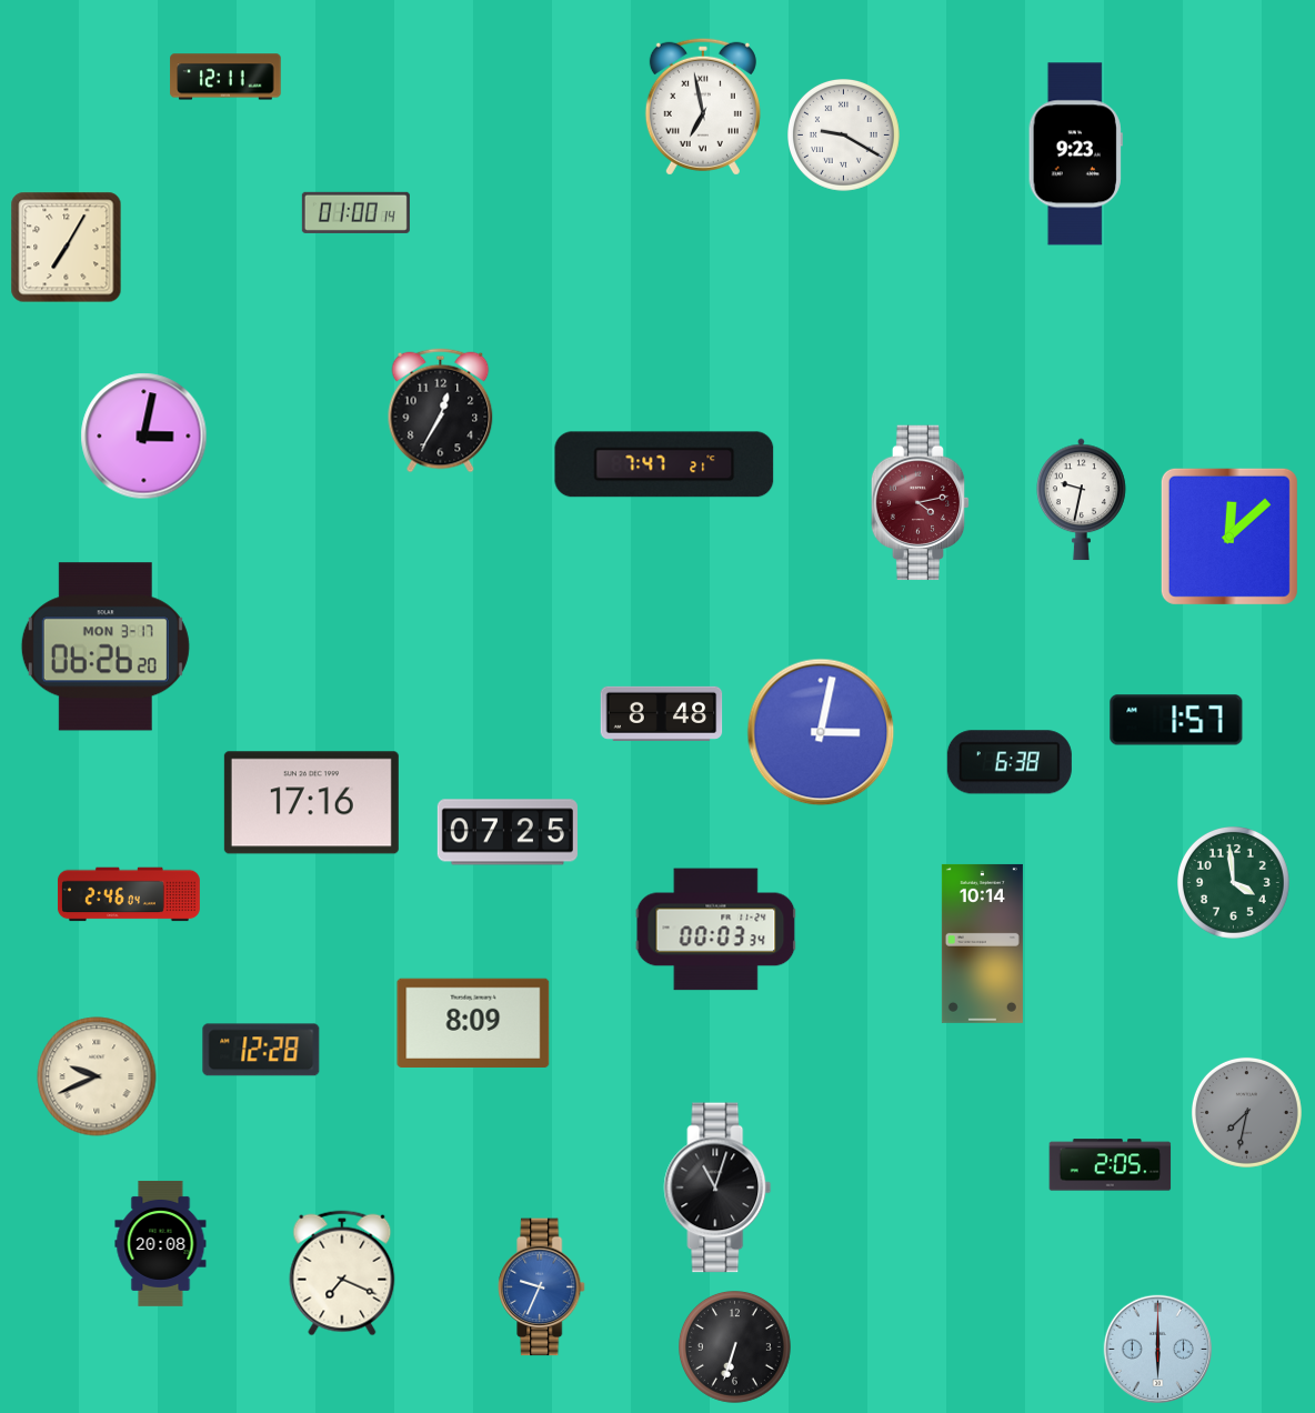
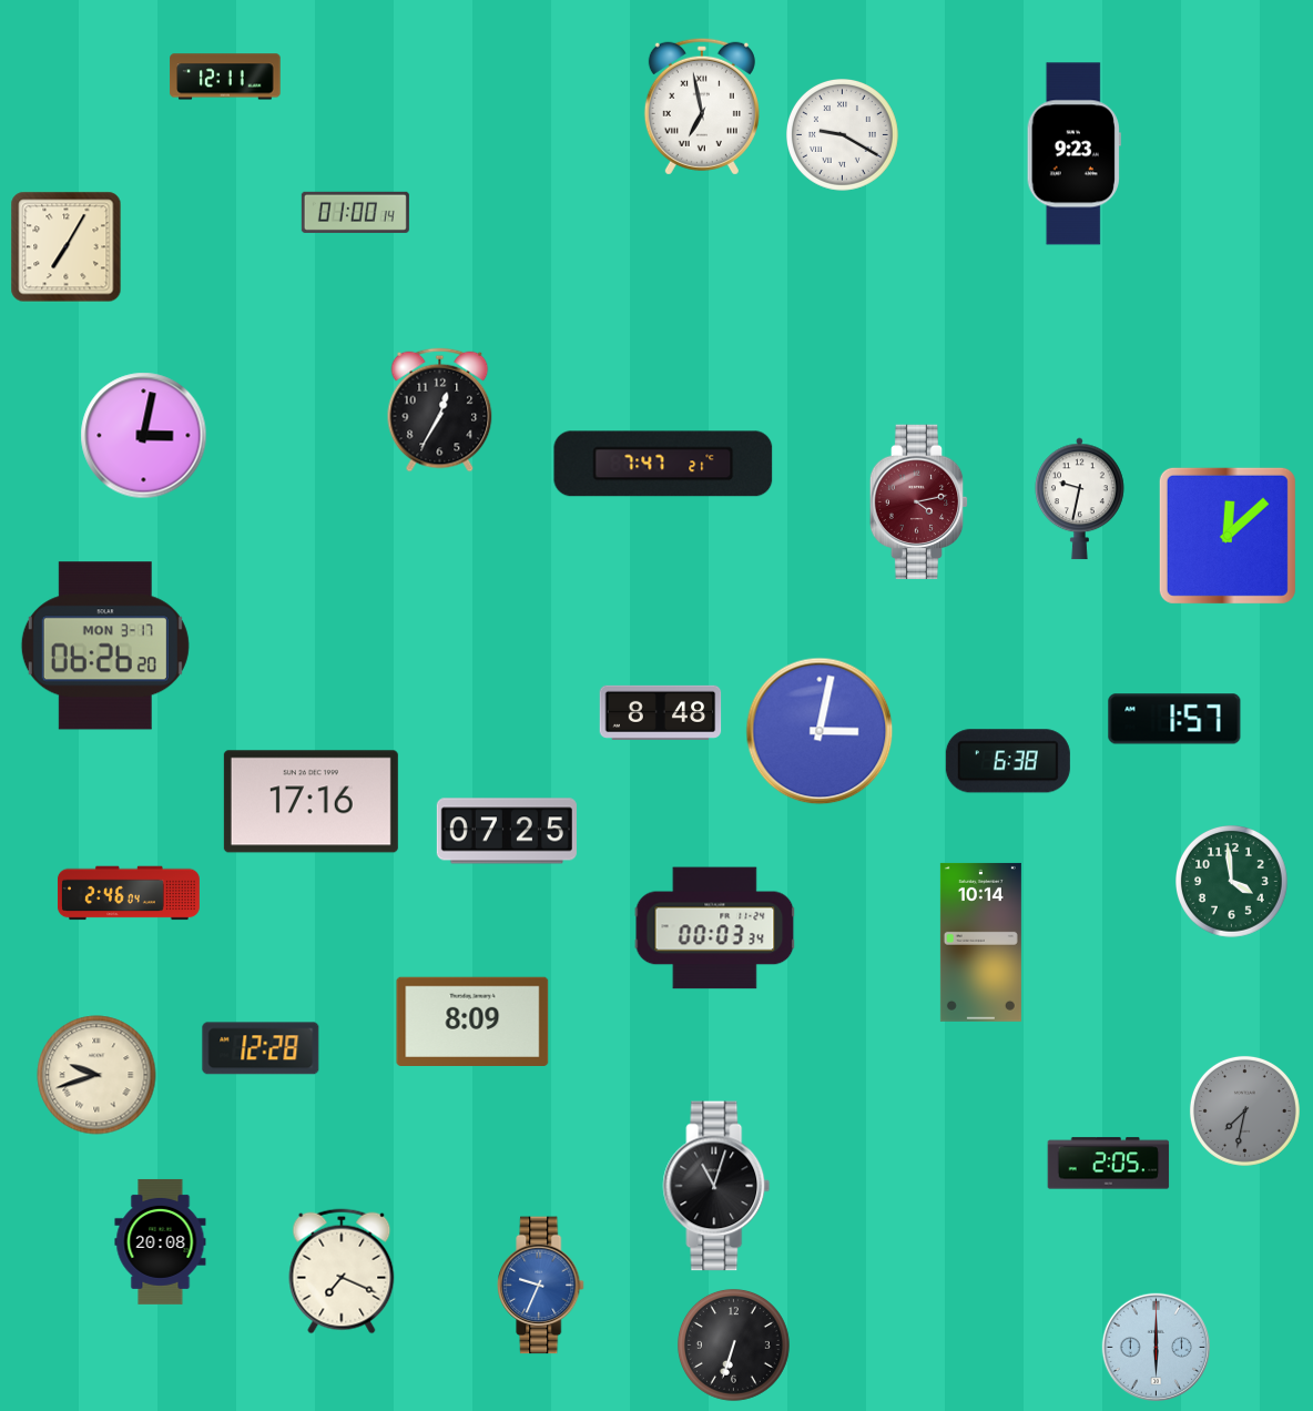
clock at (97, 1076): 9:41 -> 9:42
